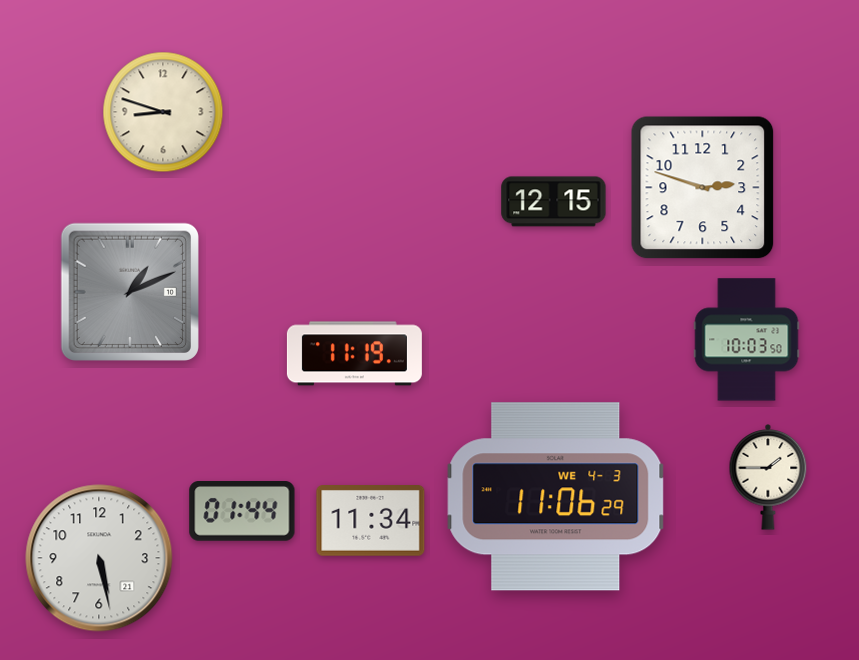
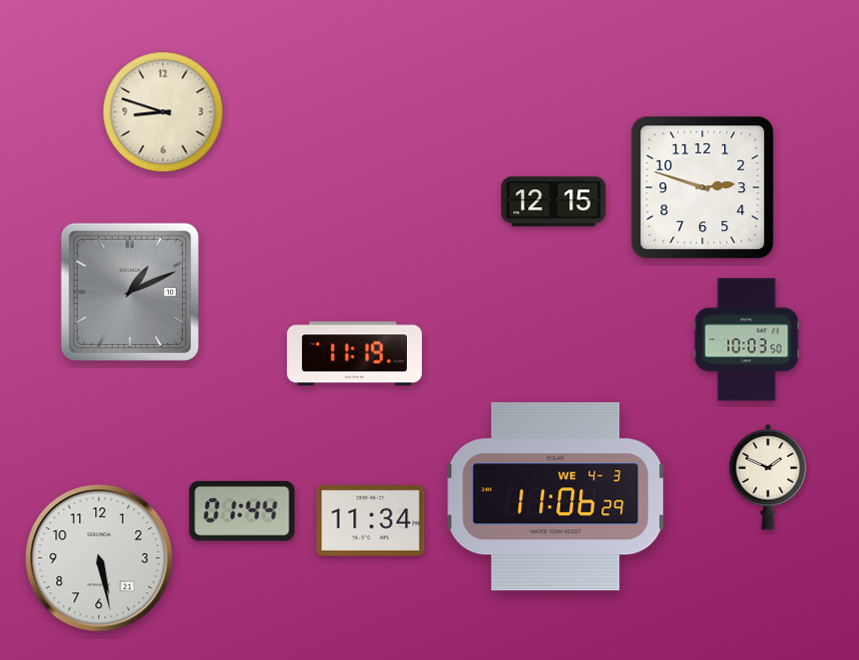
clock at (768, 477): 1:45 -> 1:49
